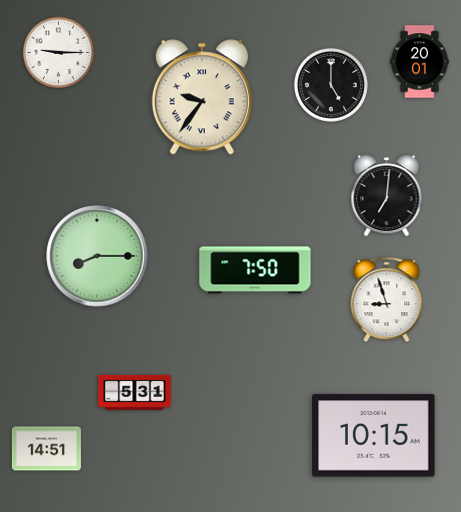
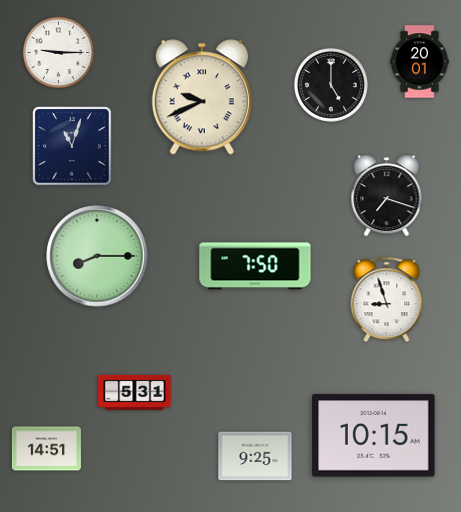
clock at (202, 97): 9:36 -> 9:41
clock at (72, 146): none -> 11:03
clock at (387, 196): 7:01 -> 7:18
clock at (255, 270) position: (255, 270) -> (255, 266)
clock at (255, 456): none -> 9:25
